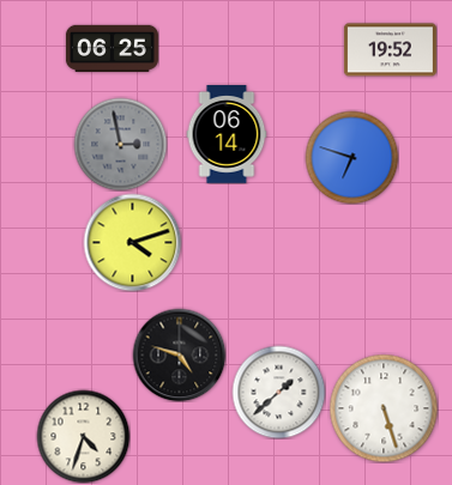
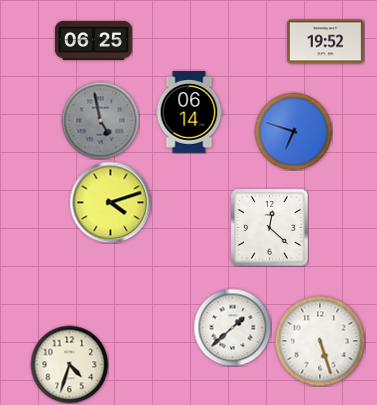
clock at (120, 144): 2:58 -> 4:58
clock at (269, 227): none -> 12:22
clock at (179, 354): 4:48 -> none
